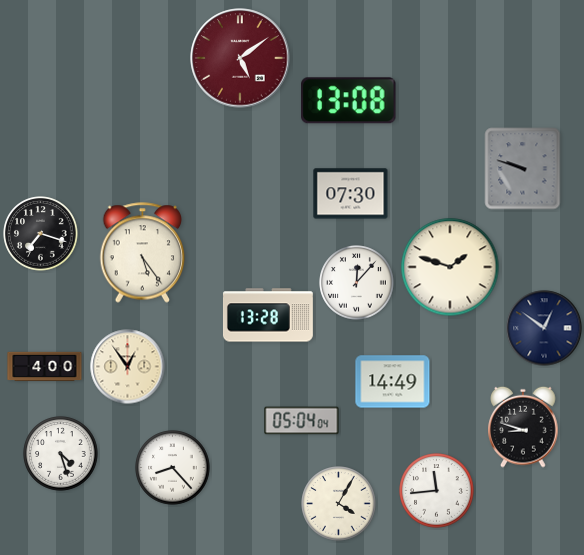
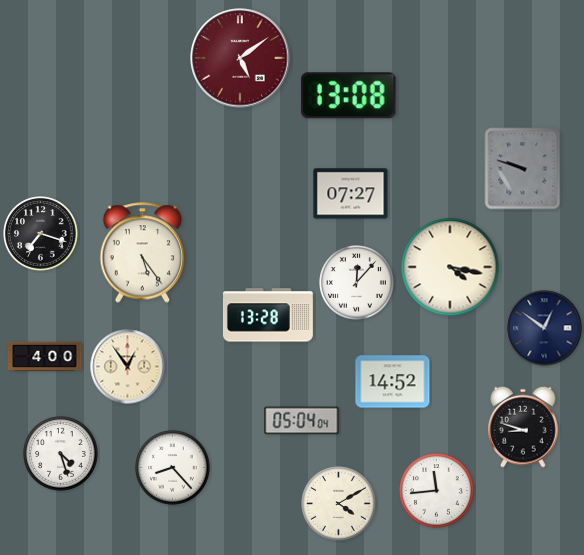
clock at (349, 101) position: (349, 101) -> (349, 96)
clock at (351, 194): 07:30 -> 07:27
clock at (450, 267): 1:48 -> 4:17
clock at (45, 367) position: (45, 367) -> (45, 357)
clock at (393, 382): 14:49 -> 14:52
clock at (339, 504): 4:05 -> 4:10
